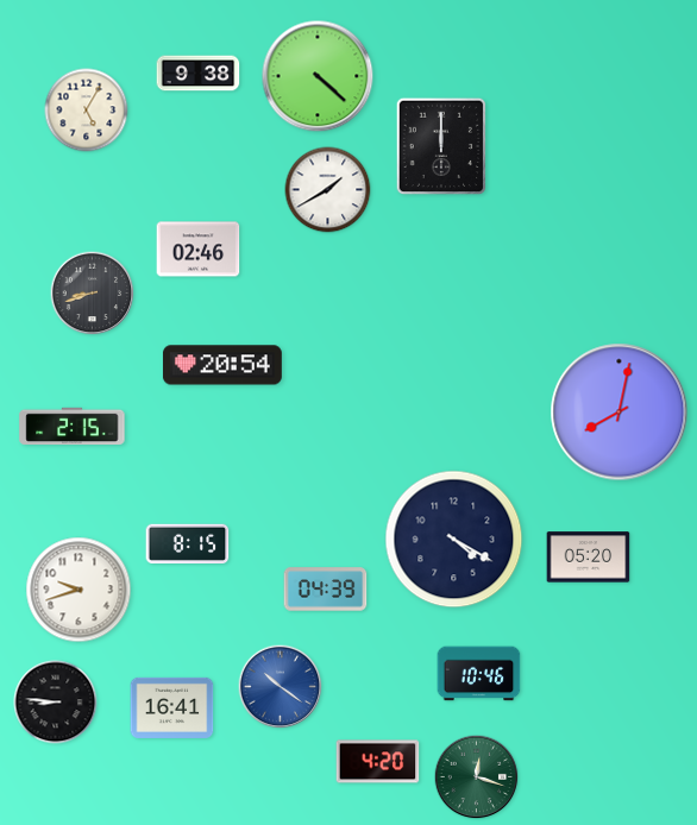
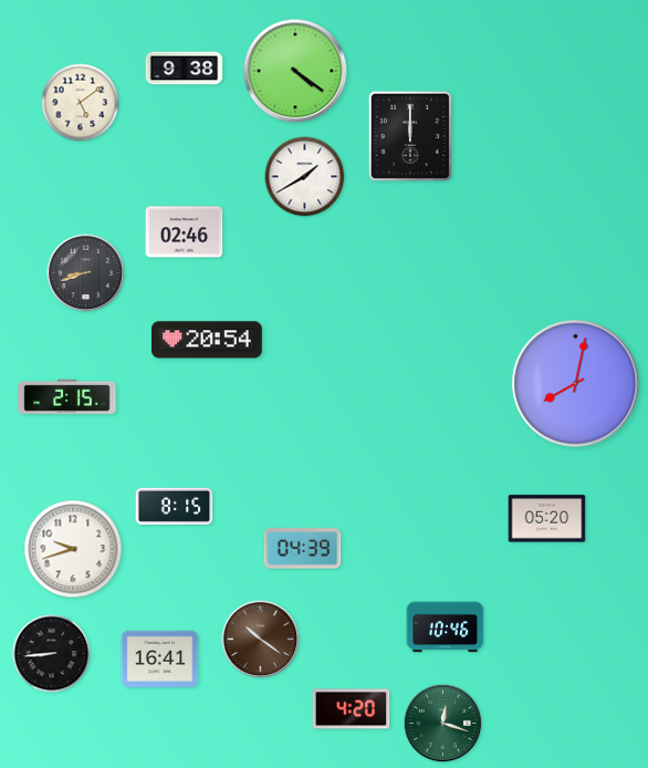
clock at (318, 76): 4:22 -> 4:21
clock at (87, 111): 5:05 -> 5:09
clock at (454, 540): 4:20 -> none
clock at (281, 687) dial: blue -> brown
clock at (56, 703): 8:46 -> 8:44
